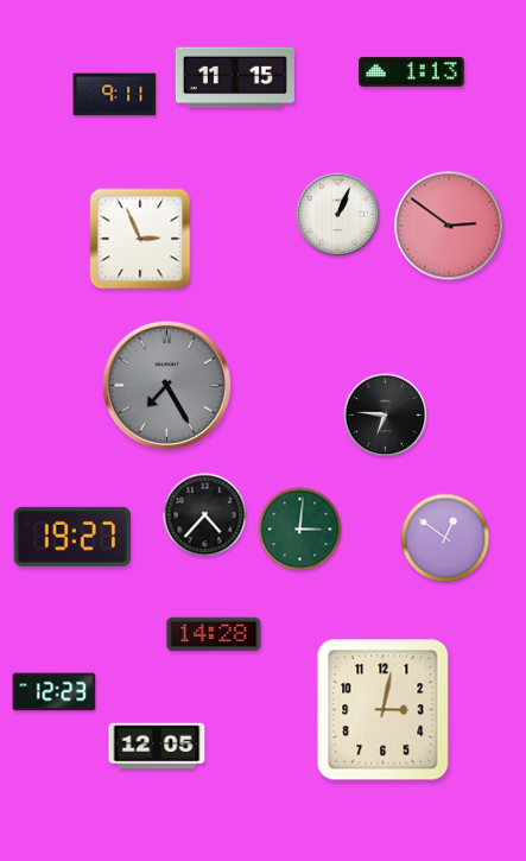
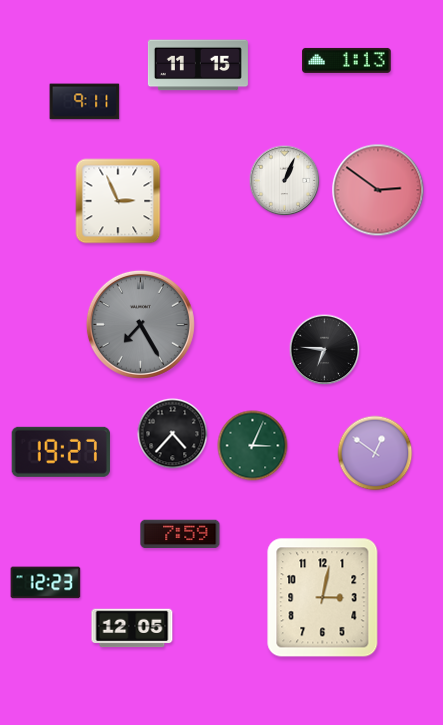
clock at (115, 95) position: (115, 95) -> (85, 102)
clock at (300, 530): 3:01 -> 3:04
clock at (214, 634): 14:28 -> 7:59
